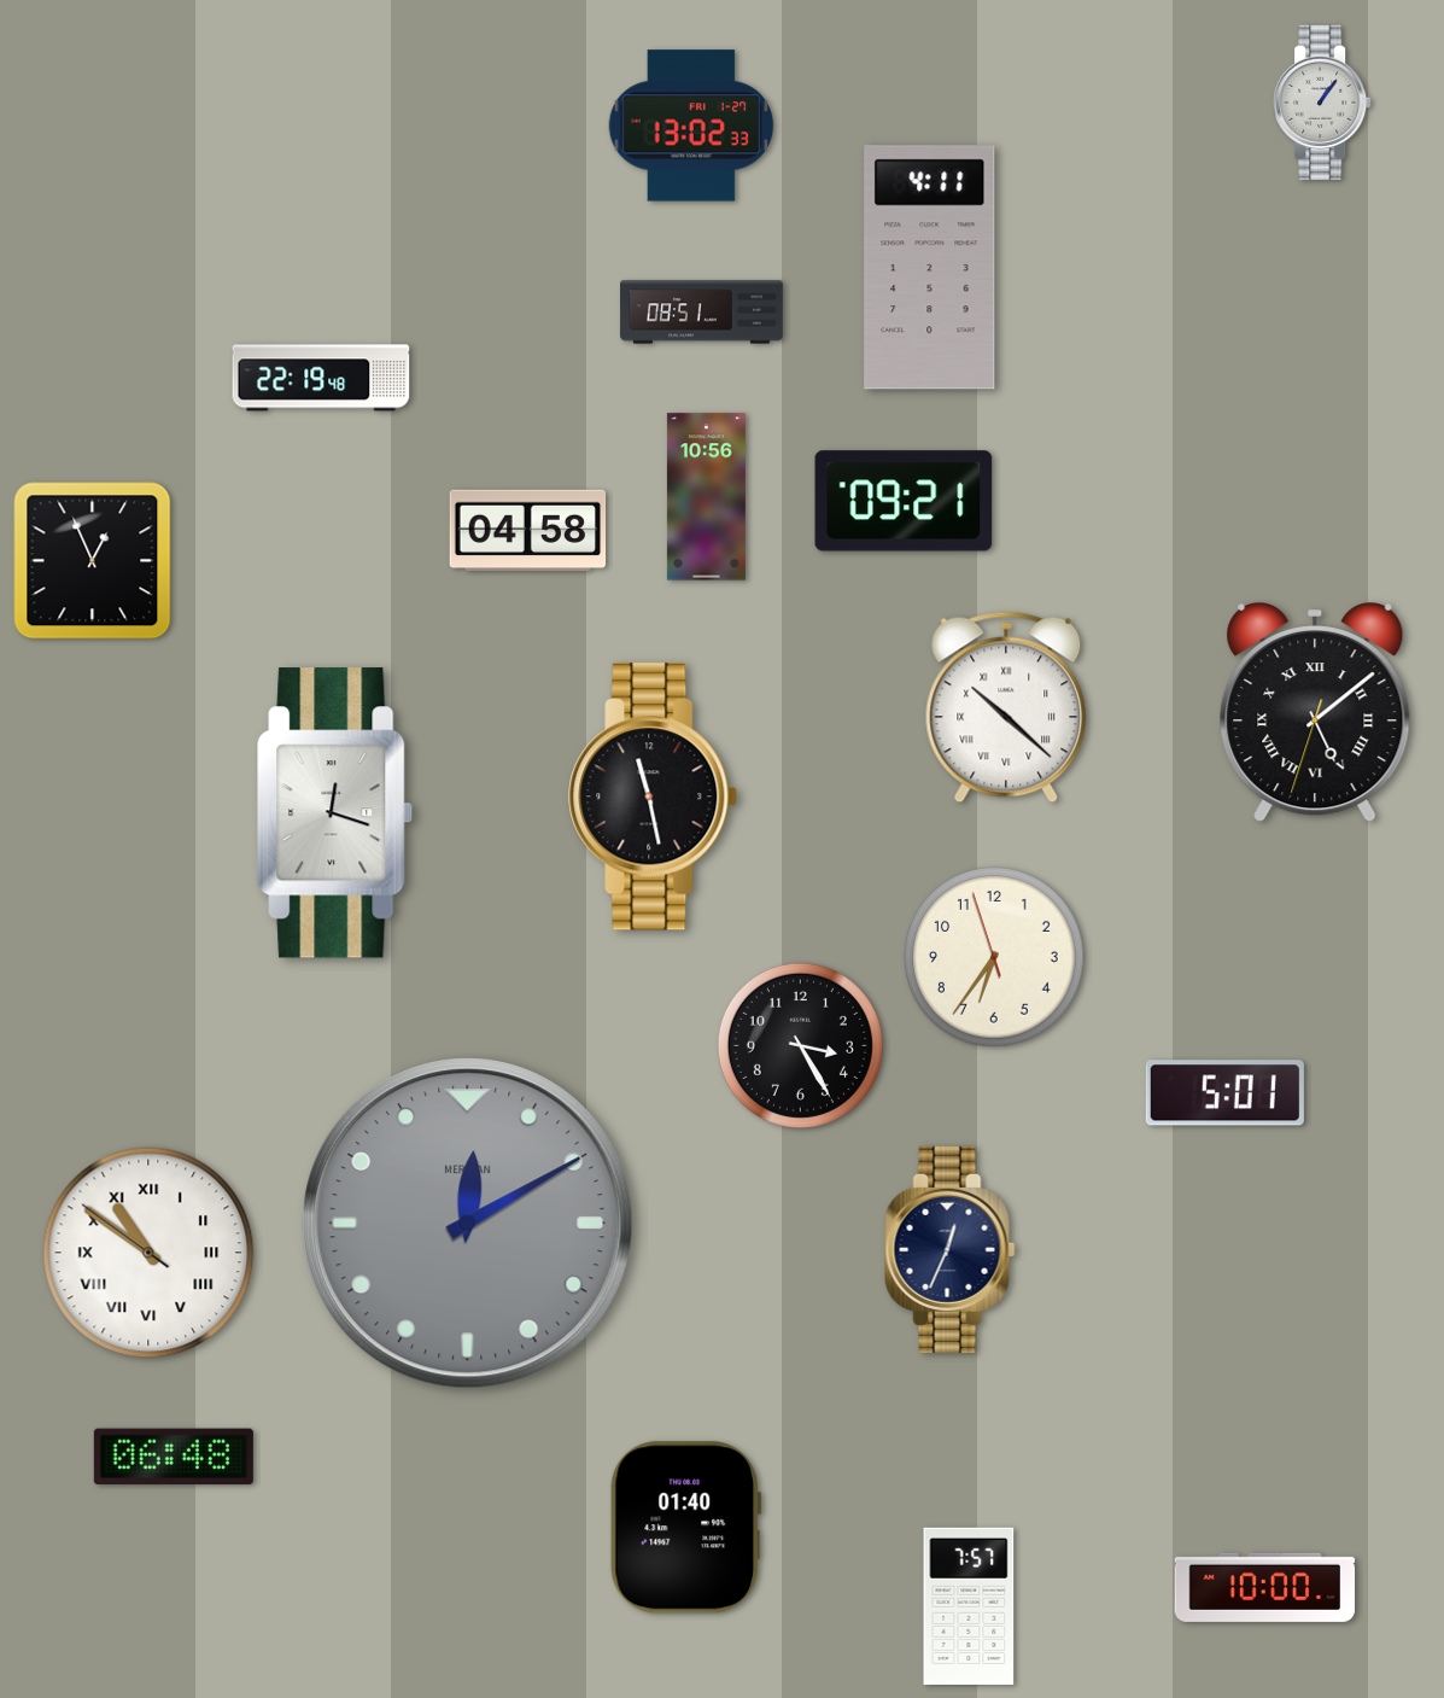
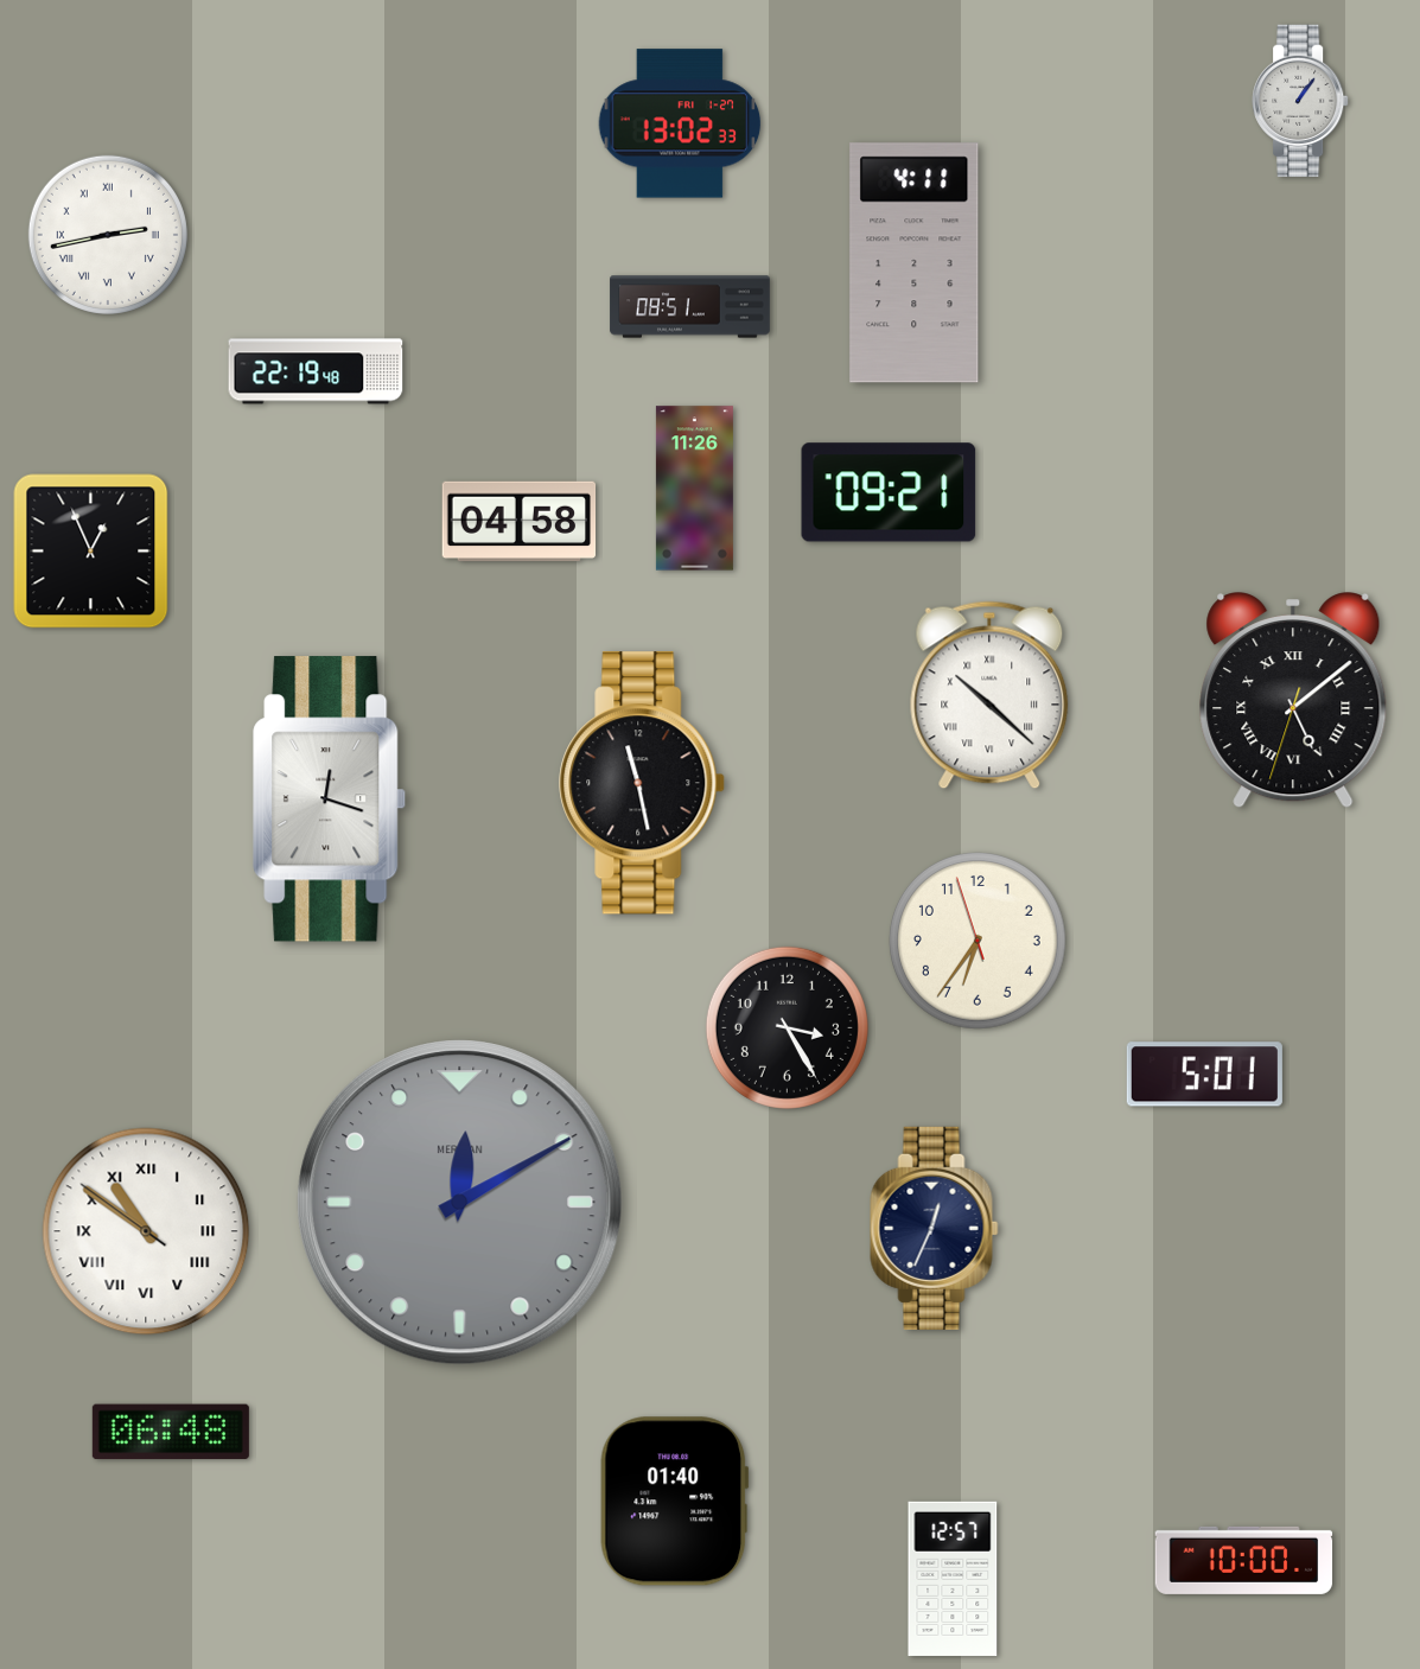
clock at (108, 235): none -> 2:43
clock at (706, 497): 10:56 -> 11:26
clock at (969, 1606): 7:57 -> 12:57
